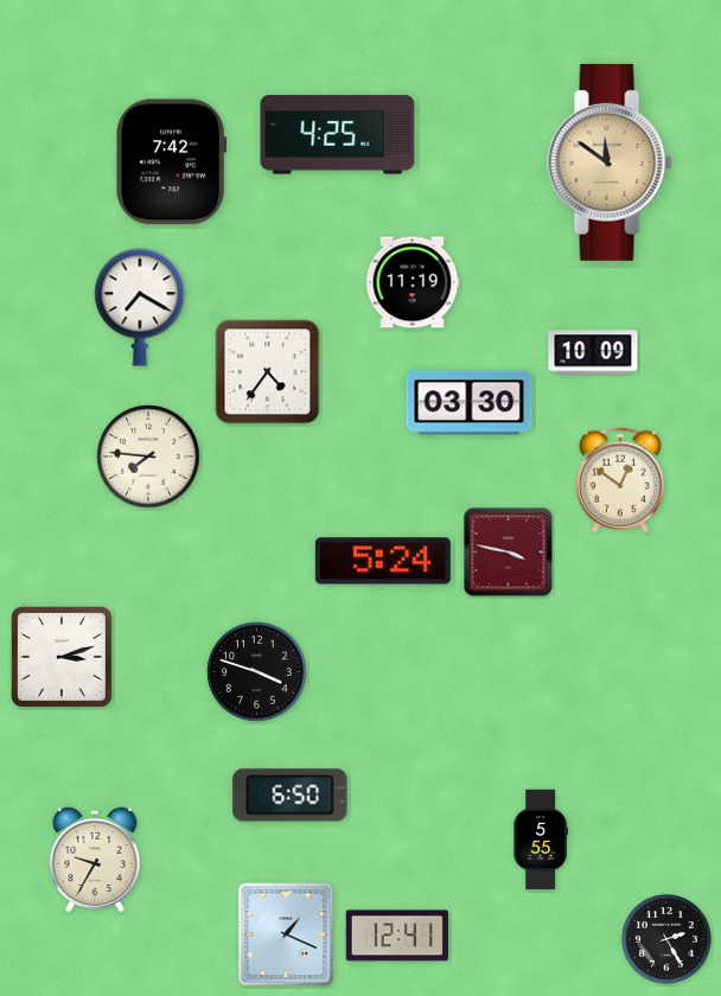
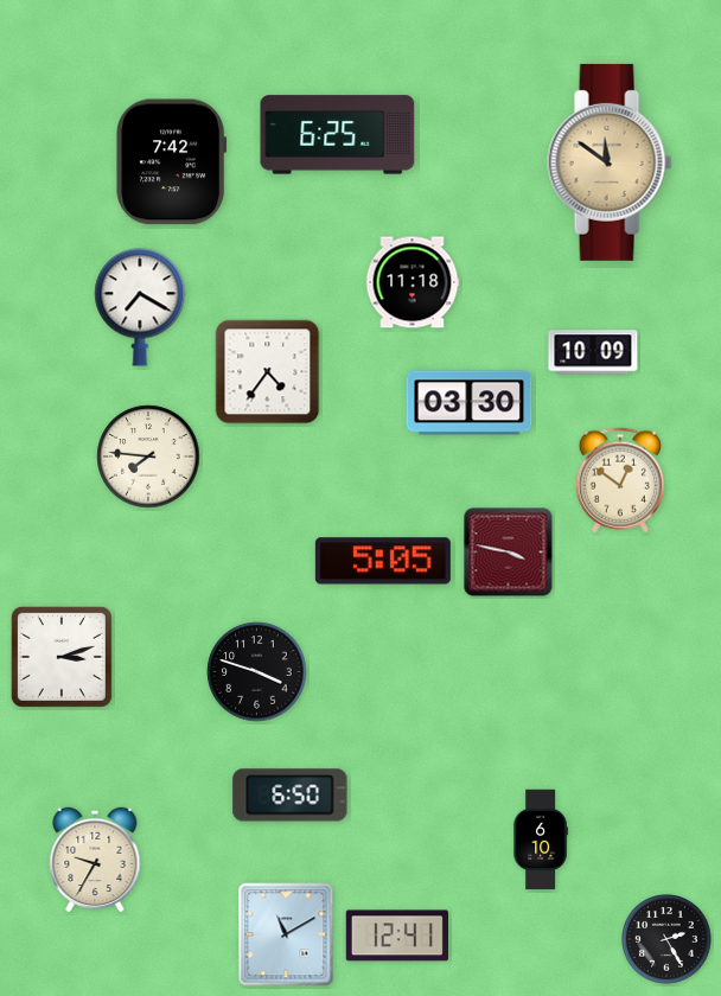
clock at (338, 135): 4:25 -> 6:25
clock at (413, 282): 11:19 -> 11:18
clock at (383, 561): 5:24 -> 5:05
clock at (541, 839): 5:55 -> 6:10
clock at (286, 934): 1:19 -> 11:10
